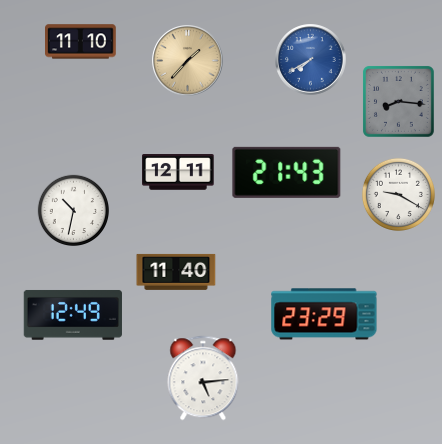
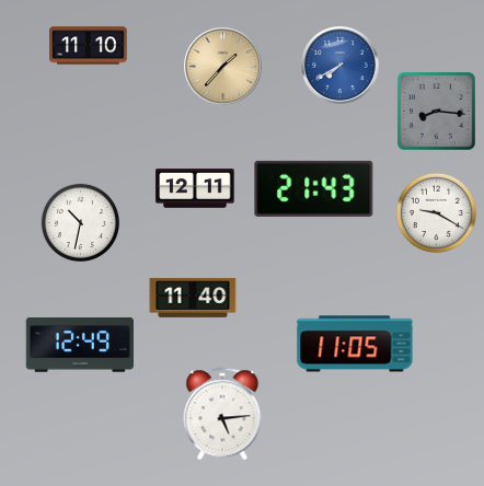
clock at (188, 61) position: (188, 61) -> (223, 67)
clock at (74, 211) position: (74, 211) -> (81, 223)
clock at (324, 314): 23:29 -> 11:05
